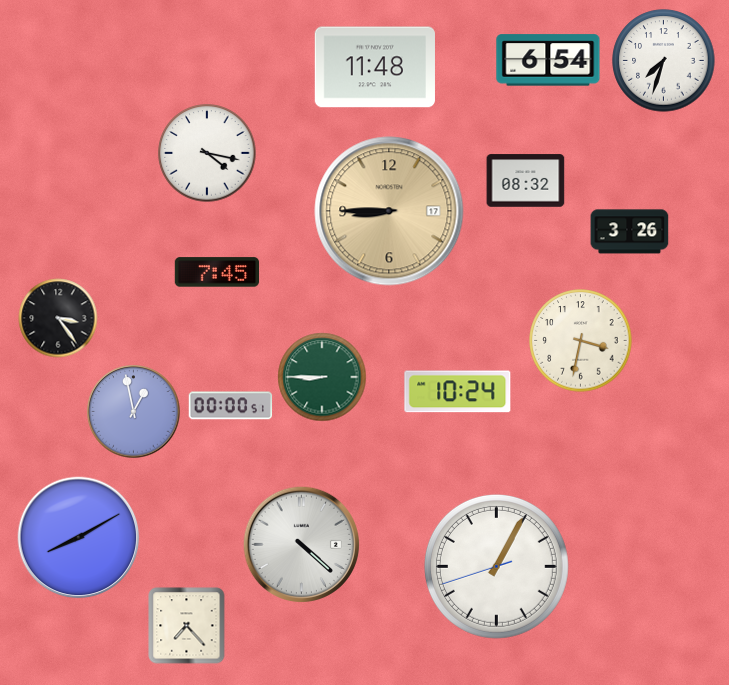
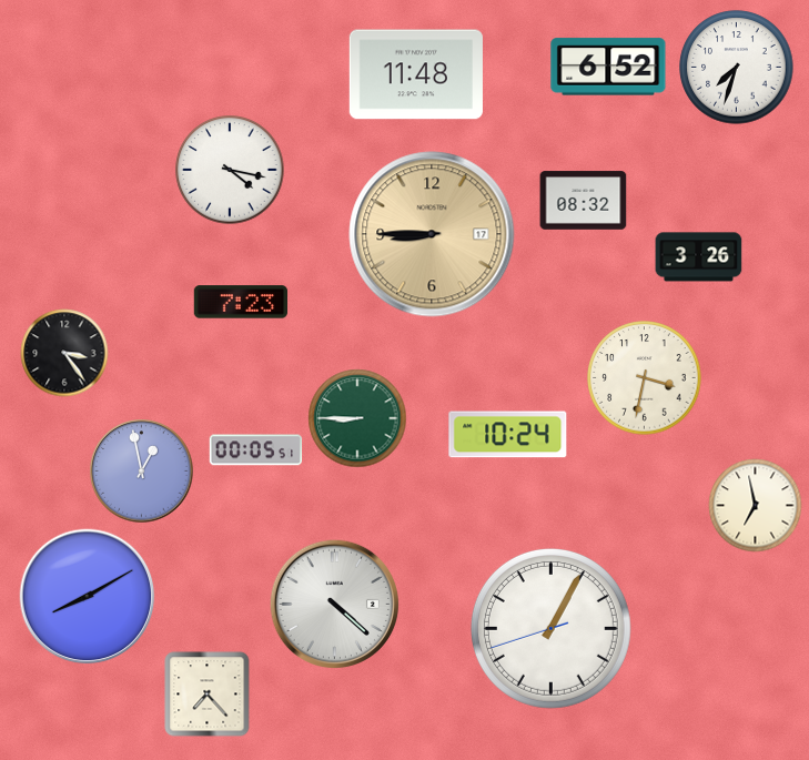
clock at (548, 60): 6:54 -> 6:52
clock at (216, 272): 7:45 -> 7:23
clock at (231, 406): 00:00 -> 00:05
clock at (134, 412) position: (134, 412) -> (142, 472)
clock at (756, 506): none -> 6:58
